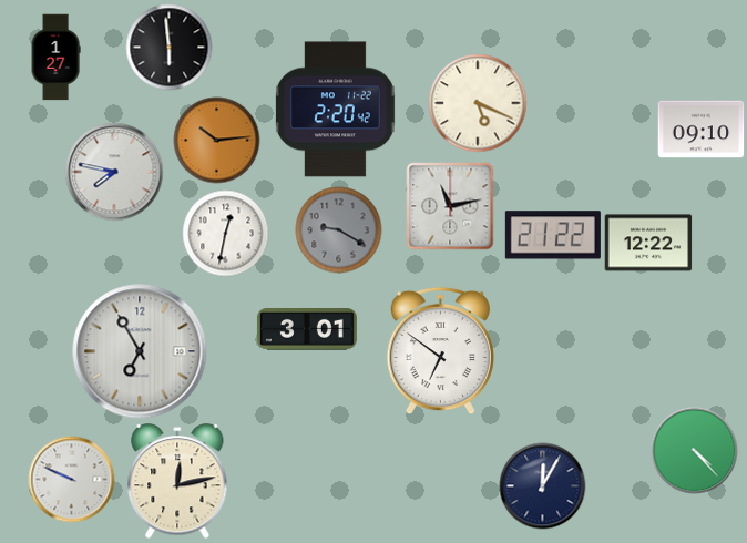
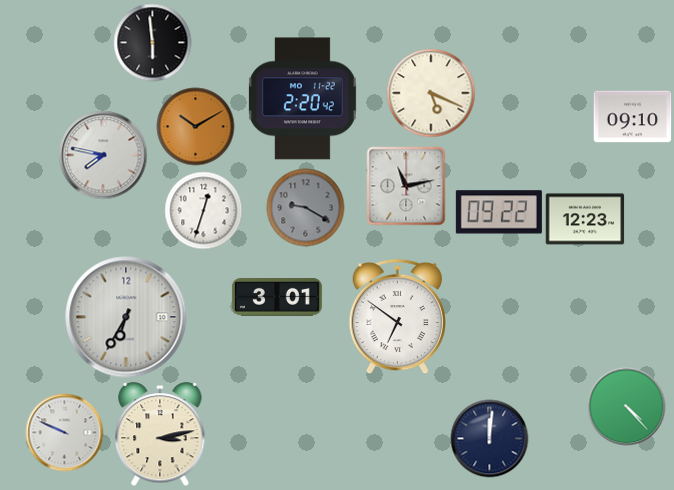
clock at (55, 57): 1:27 -> none
clock at (216, 140): 10:14 -> 10:10
clock at (225, 233): 12:32 -> 12:33
clock at (553, 235): 21:22 -> 09:22
clock at (648, 243): 12:22 -> 12:23
clock at (140, 351): 6:55 -> 6:35
clock at (177, 481): 12:13 -> 3:13
clock at (542, 485): 12:05 -> 12:01
